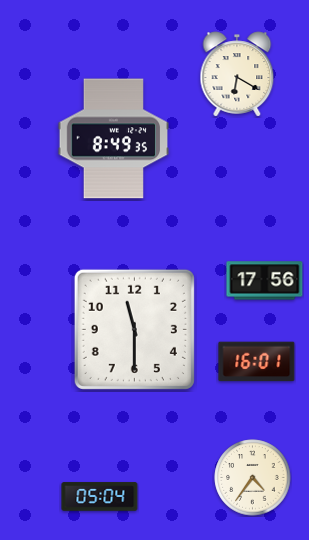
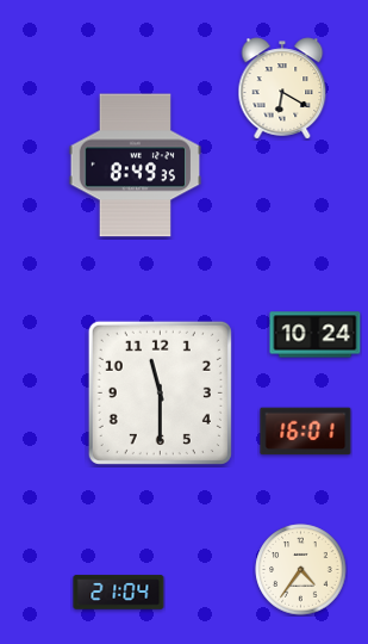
clock at (265, 281): 17:56 -> 10:24
clock at (100, 497): 05:04 -> 21:04
